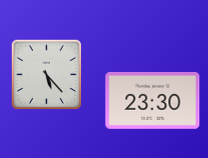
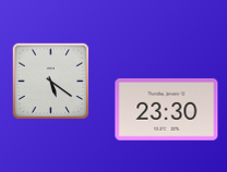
clock at (47, 75): 5:23 -> 5:21
